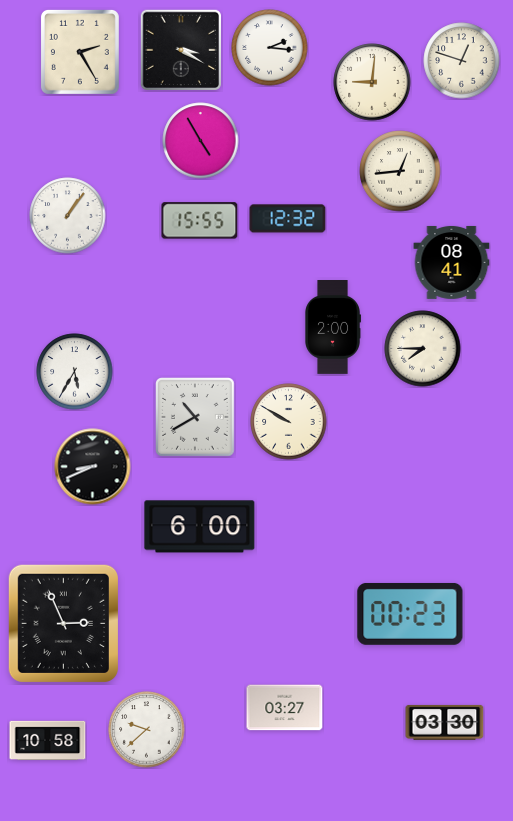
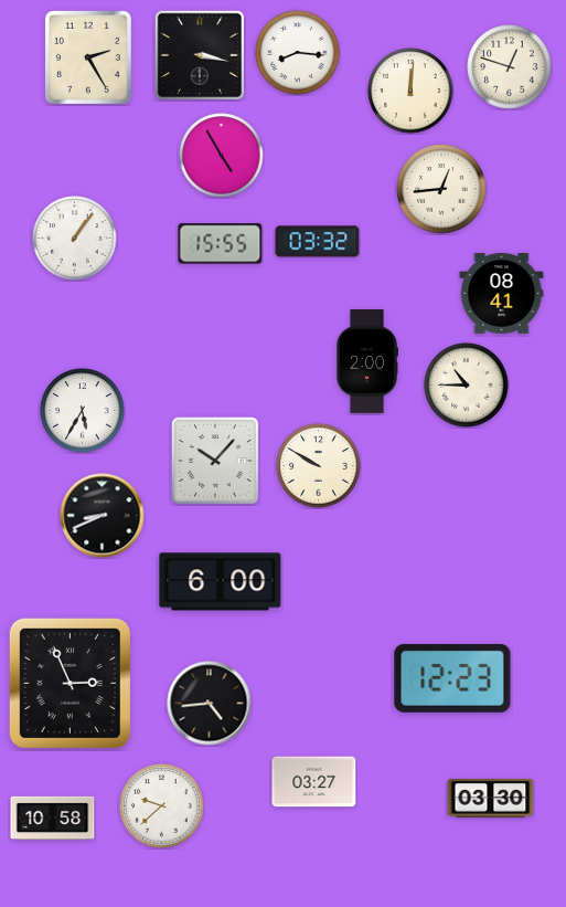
clock at (270, 48): 2:16 -> 8:16
clock at (180, 49): 3:20 -> 3:17
clock at (372, 82): 9:01 -> 12:01
clock at (288, 219): 12:32 -> 03:32
clock at (452, 262) position: (452, 262) -> (502, 293)
clock at (423, 349): 7:45 -> 10:45
clock at (196, 418): 10:40 -> 10:07
clock at (410, 614): 00:23 -> 12:23
clock at (63, 623) position: (63, 623) -> (70, 683)
clock at (210, 704): none -> 4:44
